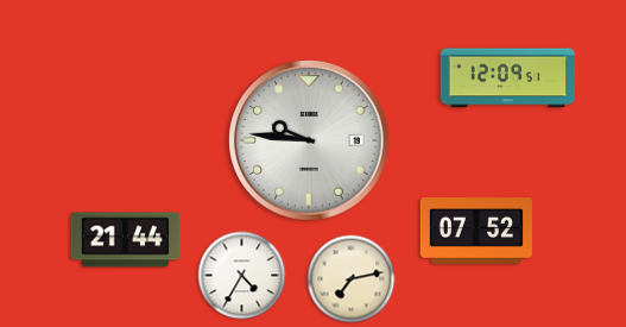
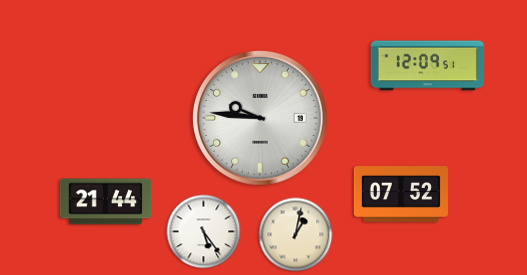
clock at (242, 276): 4:35 -> 5:24
clock at (352, 279): 7:13 -> 1:02
